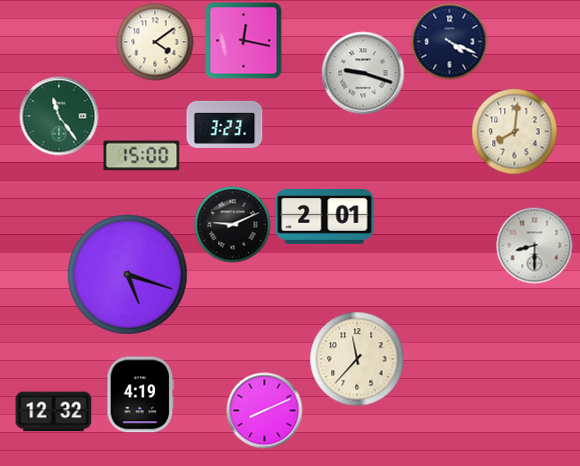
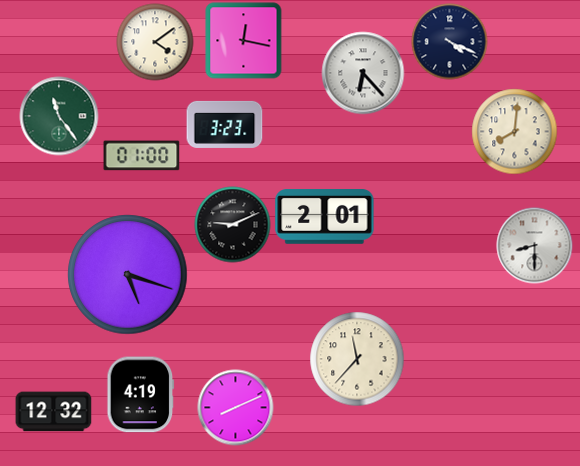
clock at (363, 73): 9:18 -> 6:23
clock at (142, 156): 15:00 -> 01:00
clock at (265, 411) position: (265, 411) -> (236, 408)
